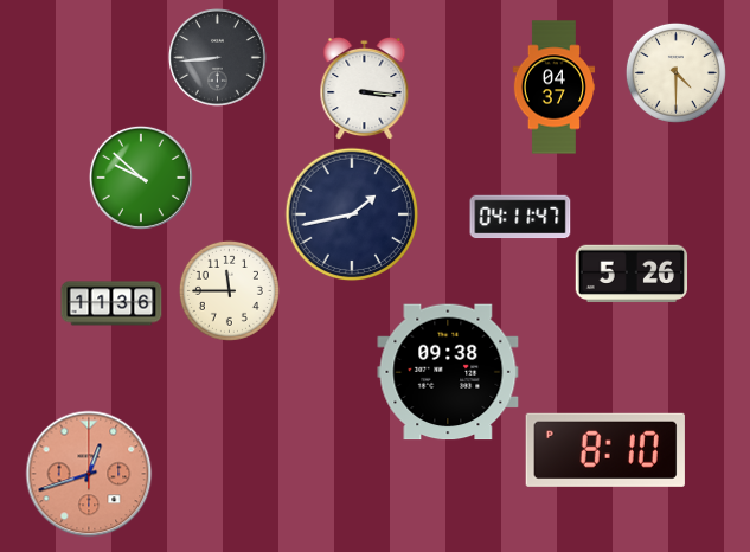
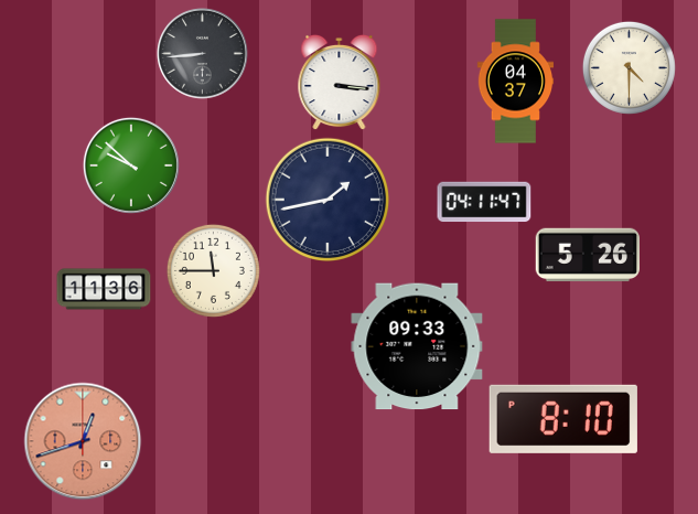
clock at (111, 303) position: (111, 303) -> (104, 289)
clock at (448, 372): 09:38 -> 09:33
